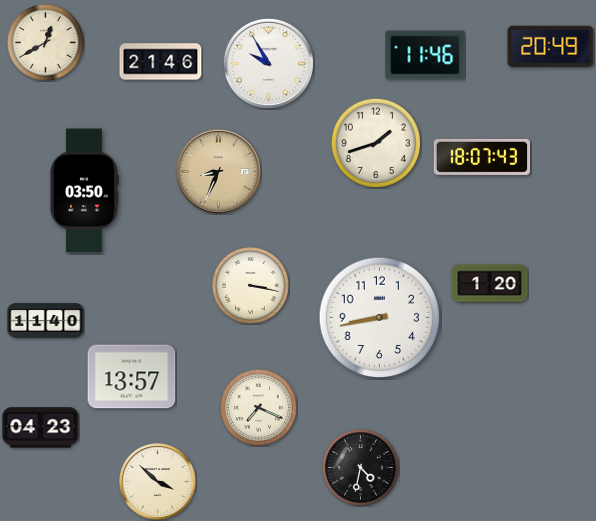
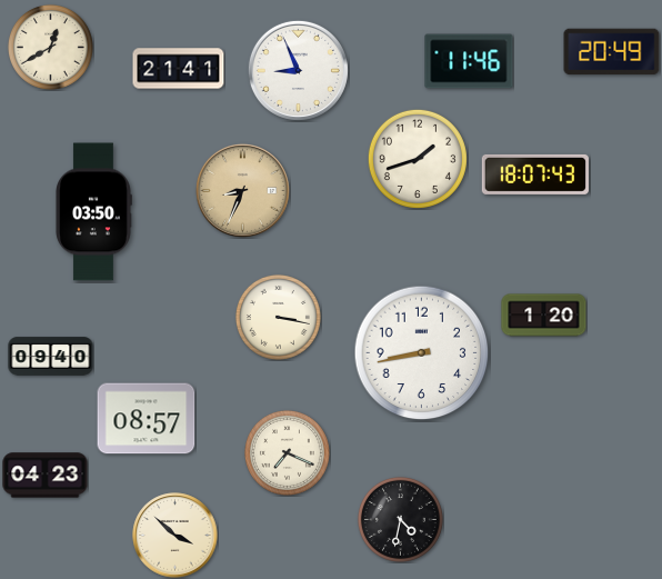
clock at (425, 55) position: (425, 55) -> (469, 61)
clock at (161, 62): 21:46 -> 21:41
clock at (268, 63): 9:55 -> 8:56
clock at (46, 321): 11:40 -> 09:40
clock at (132, 377): 13:57 -> 08:57
